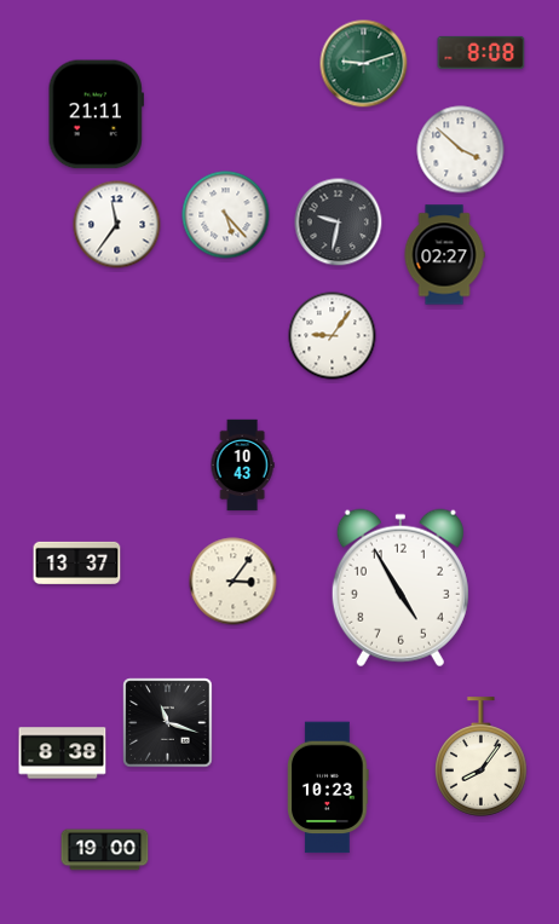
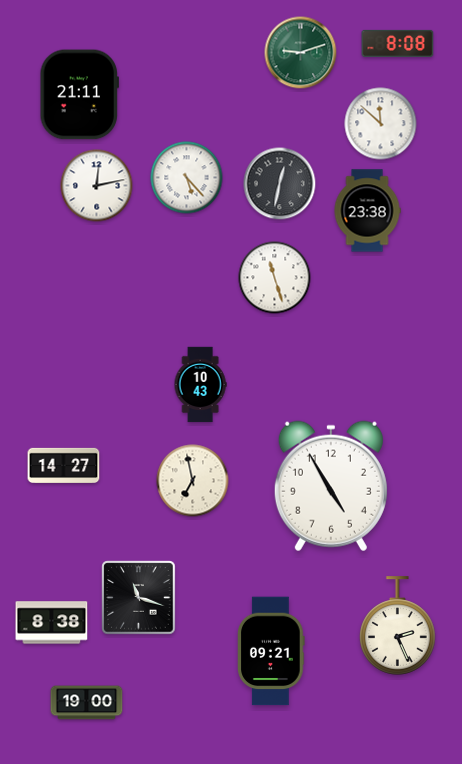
clock at (461, 150): 3:52 -> 11:52
clock at (339, 223): 9:32 -> 12:32
clock at (117, 225): 11:36 -> 12:13
clock at (444, 255): 02:27 -> 23:38
clock at (333, 336): 9:06 -> 11:27
clock at (77, 562): 13:37 -> 14:27
clock at (234, 582): 3:06 -> 6:58
clock at (482, 757): 8:06 -> 2:26
clock at (328, 787): 10:23 -> 09:21
